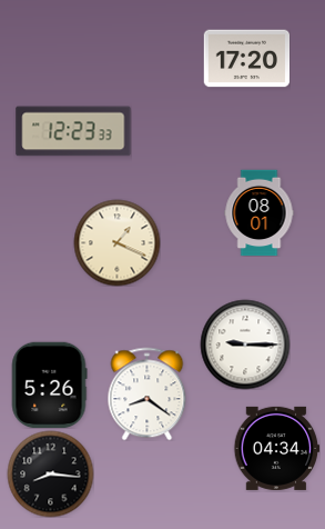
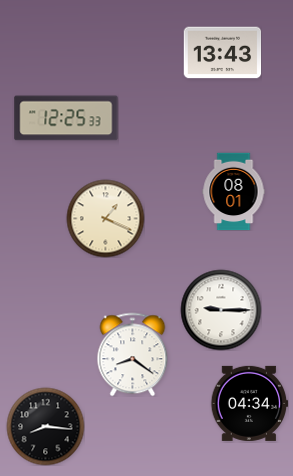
clock at (246, 59): 17:20 -> 13:43
clock at (73, 131): 12:23 -> 12:25
clock at (49, 385): 5:26 -> none
